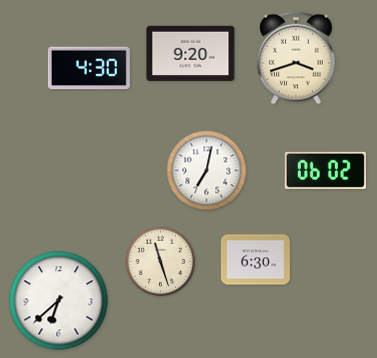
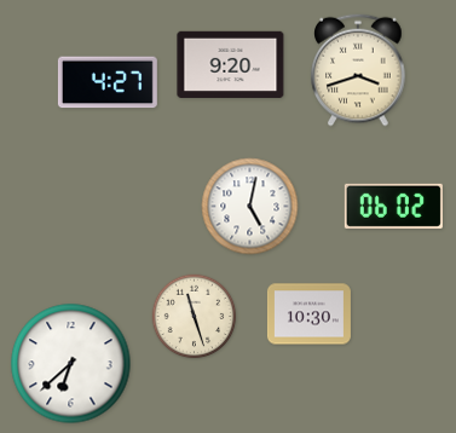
clock at (89, 68): 4:30 -> 4:27
clock at (207, 171): 7:02 -> 5:02
clock at (255, 260): 6:30 -> 10:30
